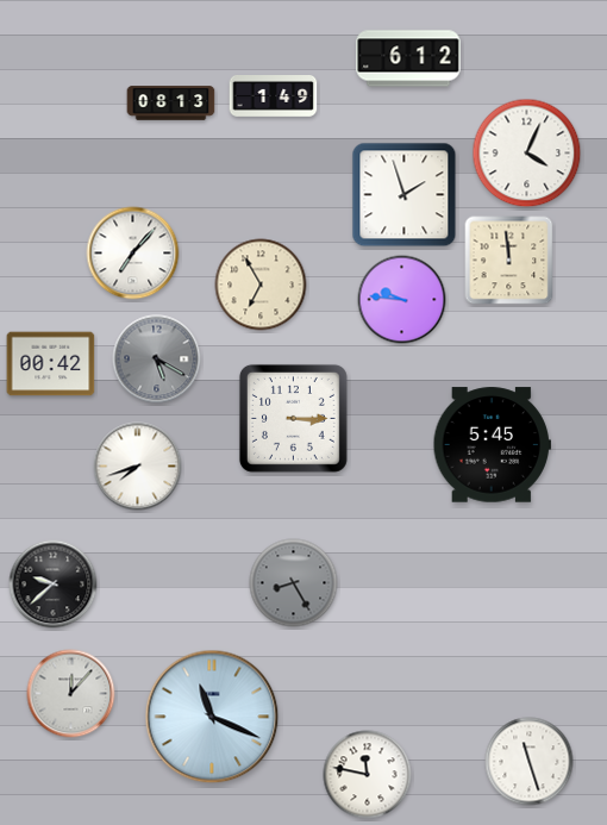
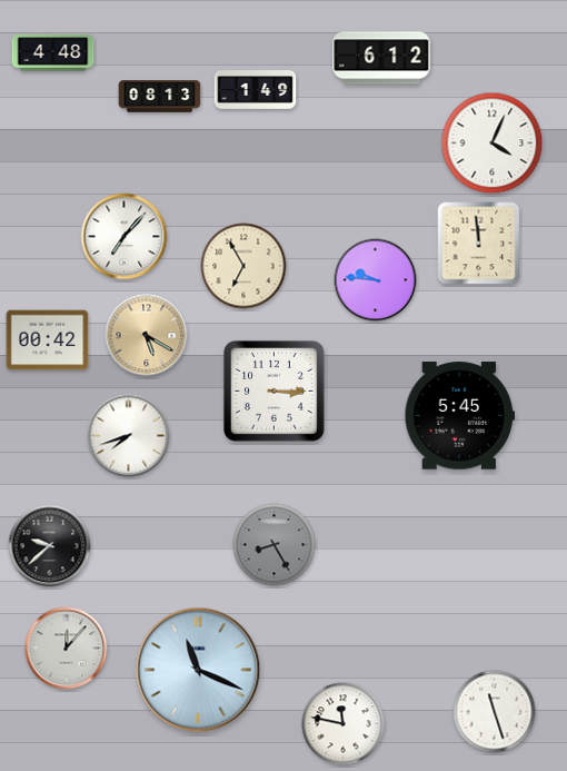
clock at (53, 53): none -> 4:48
clock at (408, 58) position: (408, 58) -> (381, 58)
clock at (405, 195): 1:57 -> none
clock at (509, 261) position: (509, 261) -> (479, 244)
clock at (157, 360) dial: grey -> champagne
